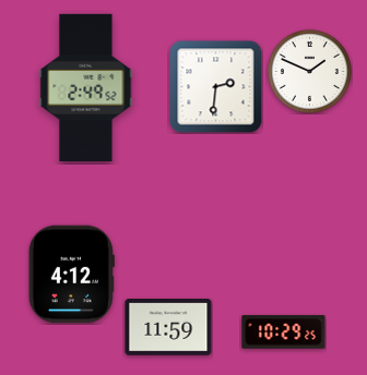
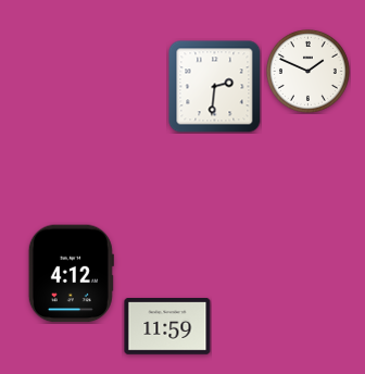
clock at (86, 87): 2:49 -> none
clock at (284, 332): 10:29 -> none
